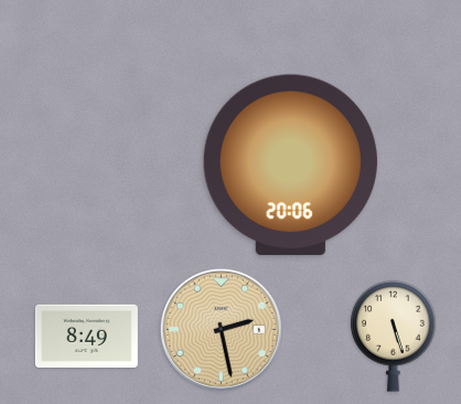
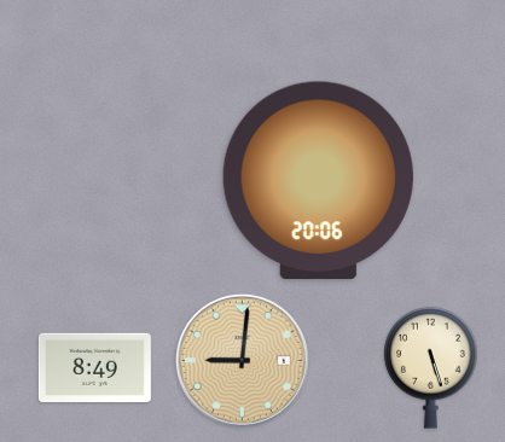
clock at (221, 329): 2:28 -> 9:01
